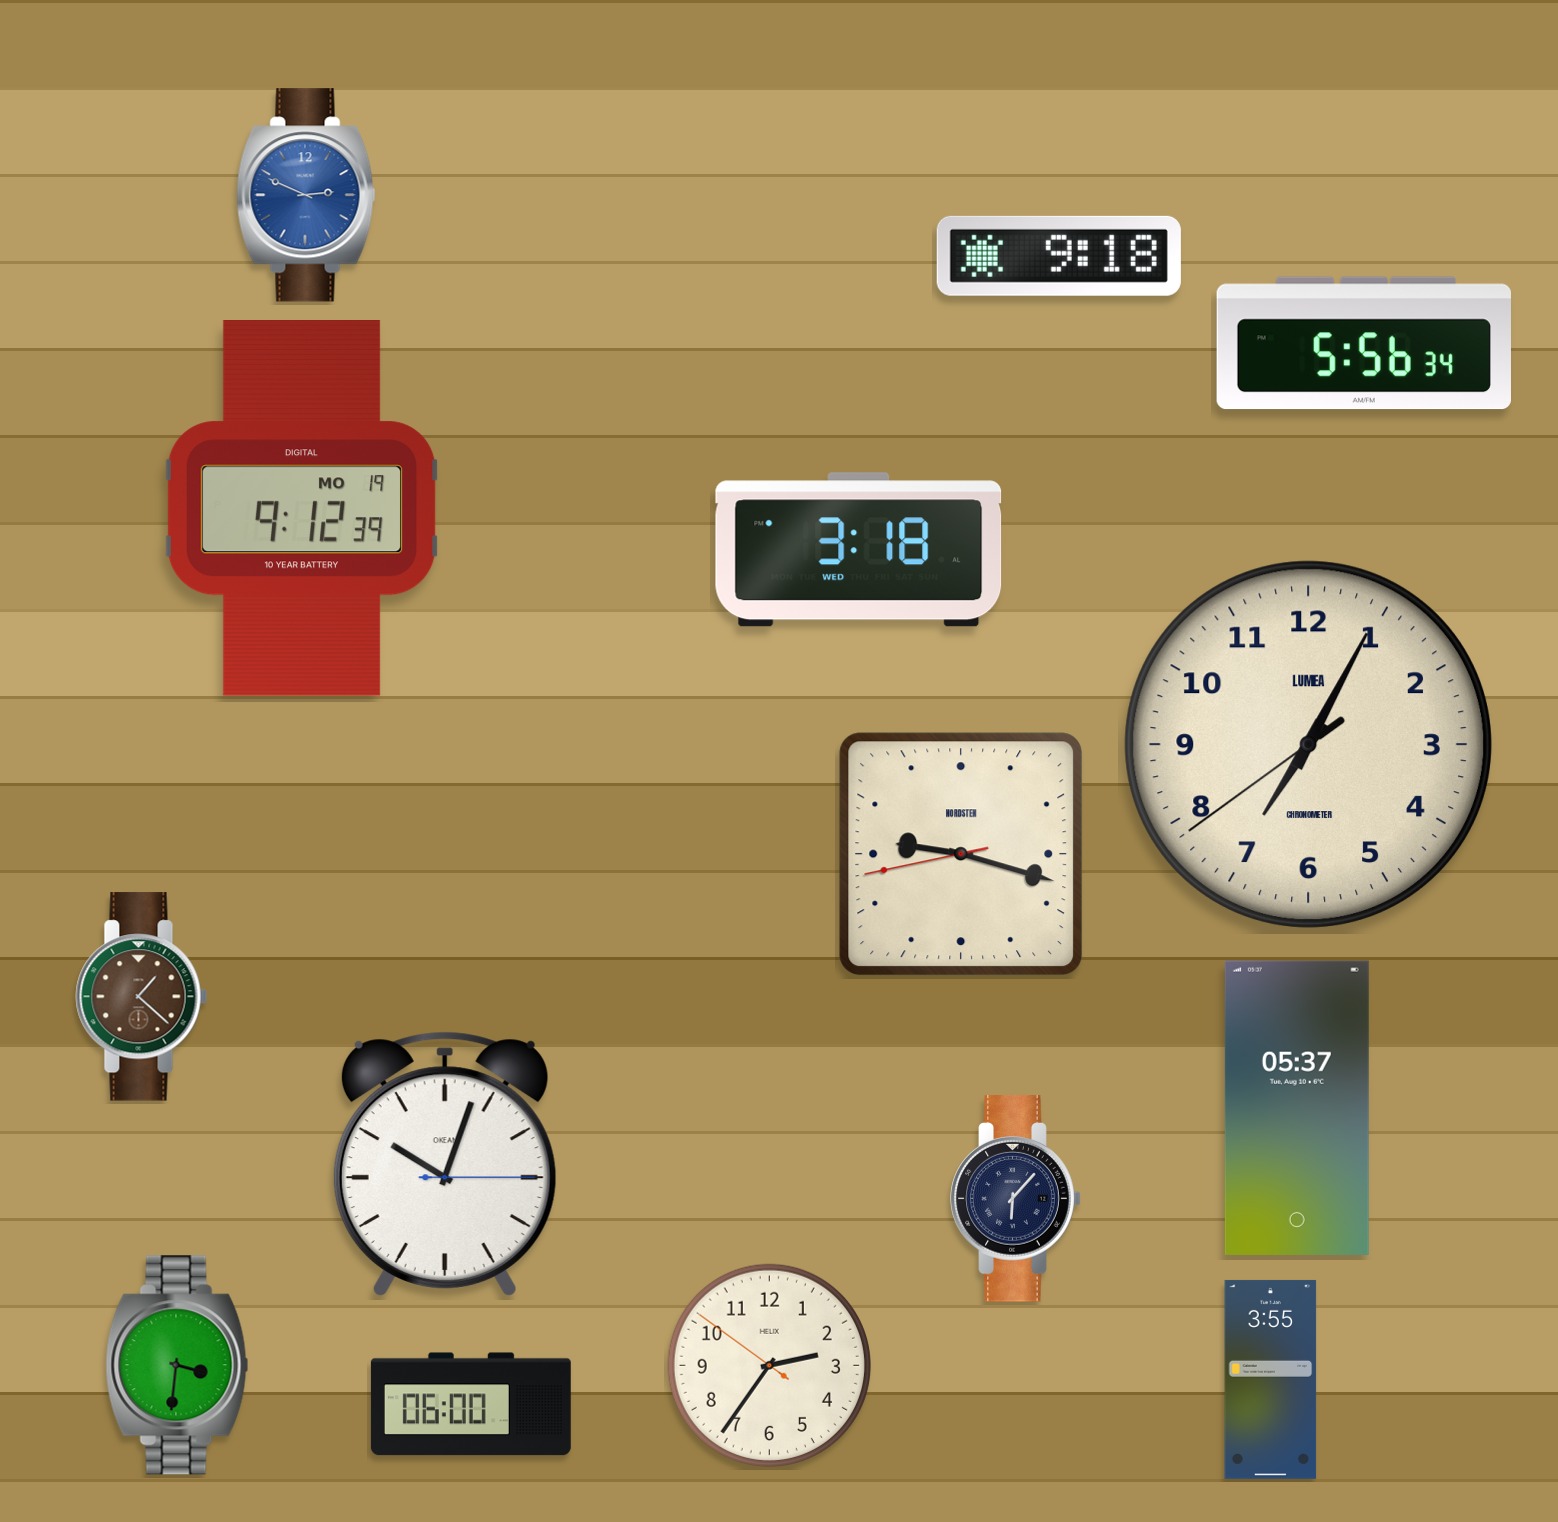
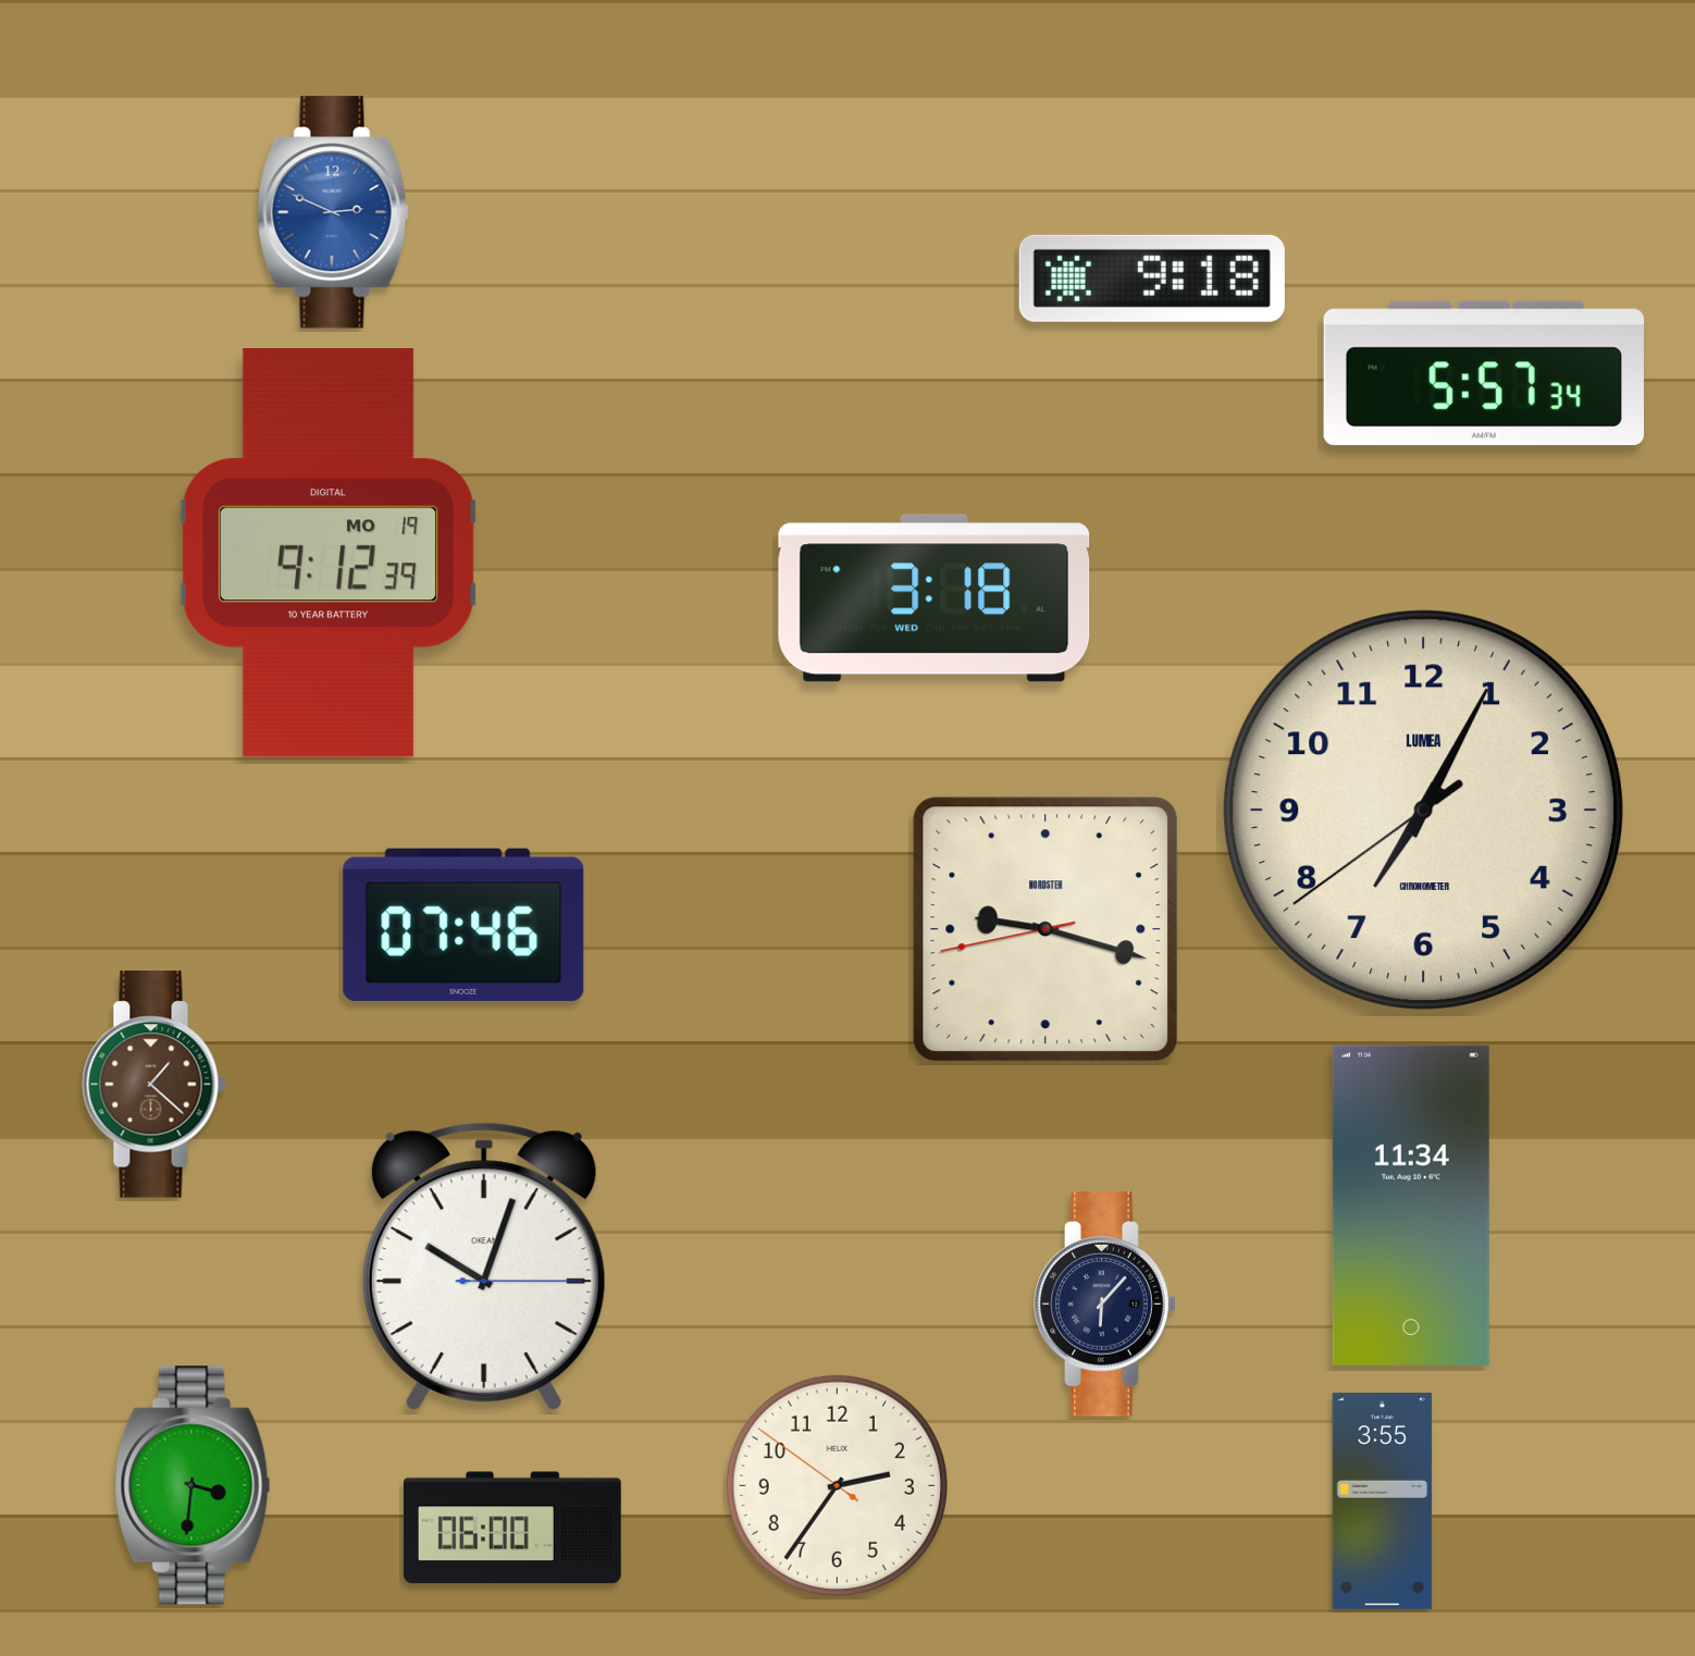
clock at (1364, 343): 5:56 -> 5:57
clock at (463, 925): none -> 07:46
clock at (1297, 1108): 05:37 -> 11:34
